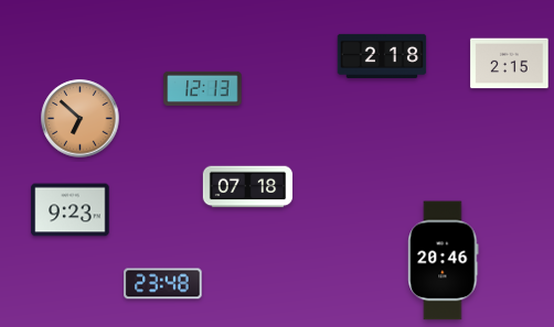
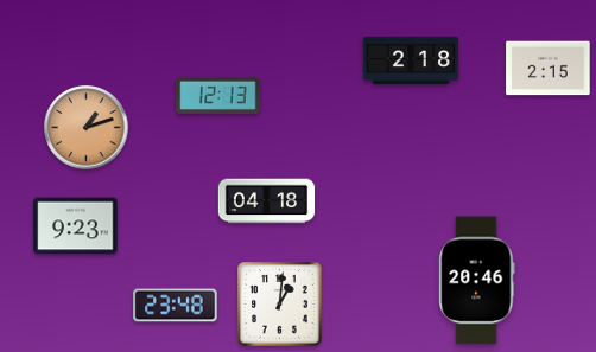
clock at (81, 119): 6:52 -> 1:12
clock at (248, 187): 07:18 -> 04:18
clock at (280, 305): none -> 1:01
